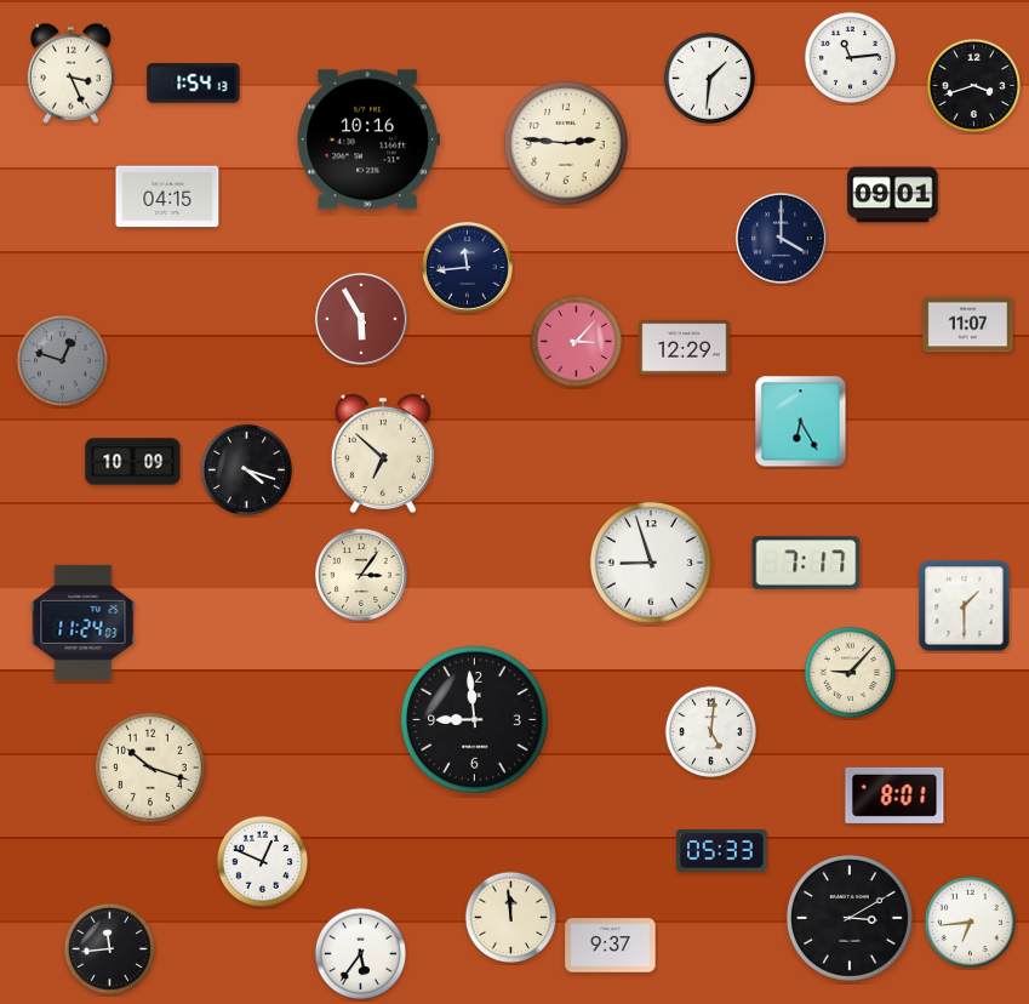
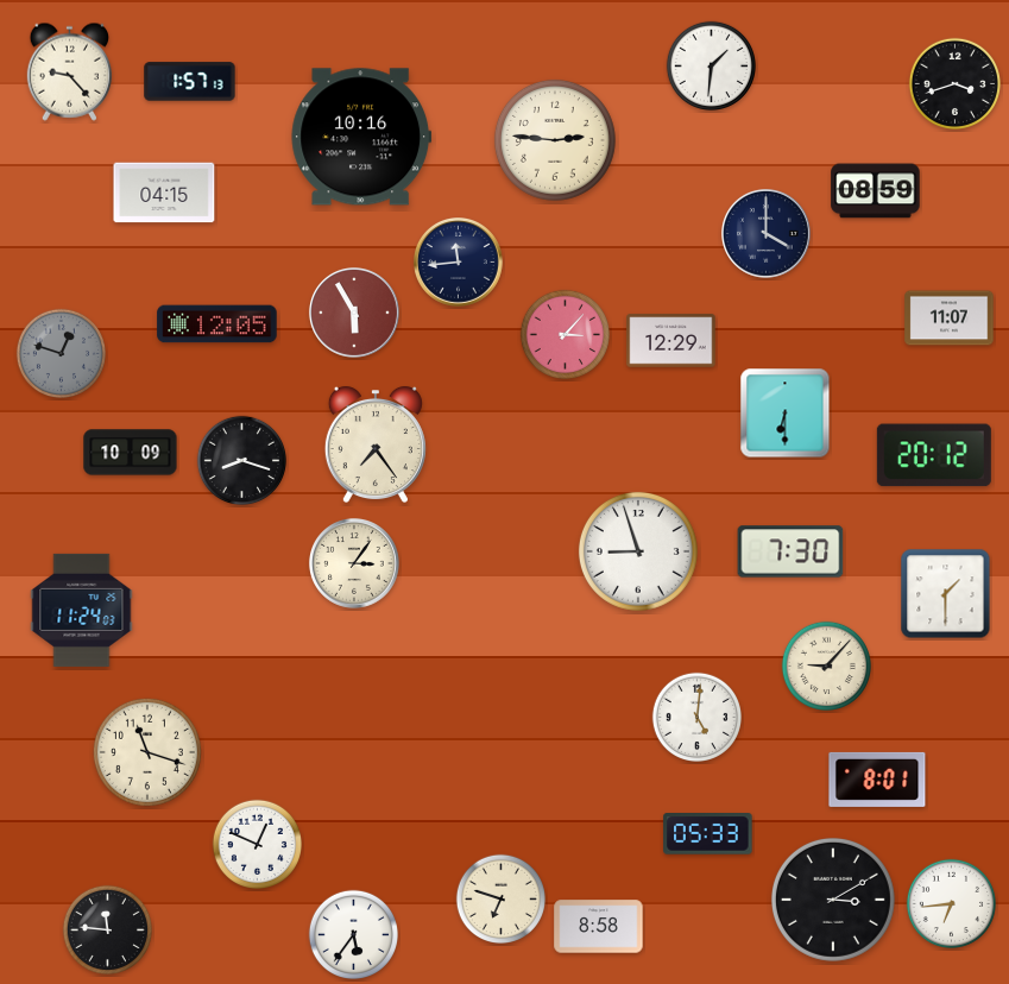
clock at (850, 57): 11:14 -> none
clock at (72, 73): 3:26 -> 9:23
clock at (709, 78) position: (709, 78) -> (711, 65)
clock at (194, 84): 1:54 -> 1:57
clock at (893, 195): 09:01 -> 08:59
clock at (217, 324): none -> 12:05
clock at (801, 422): 6:25 -> 6:30
clock at (383, 453): 6:52 -> 7:24
clock at (934, 455): none -> 20:12
clock at (246, 469): 4:18 -> 8:18
clock at (806, 563): 7:17 -> 7:30
clock at (850, 672) position: (850, 672) -> (826, 666)
clock at (475, 720): 8:59 -> none
clock at (150, 768): 10:18 -> 11:18
clock at (510, 917): 11:59 -> 6:48
clock at (611, 946): 9:37 -> 8:58
clock at (109, 948): 11:44 -> 11:46
